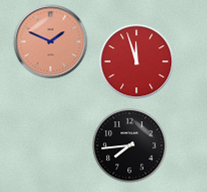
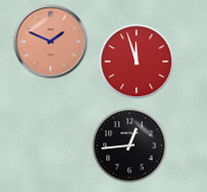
clock at (130, 146): 7:44 -> 12:44
